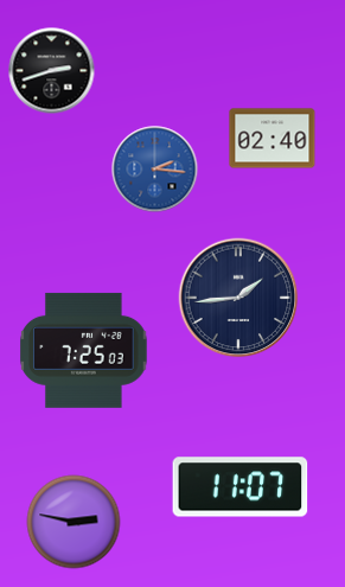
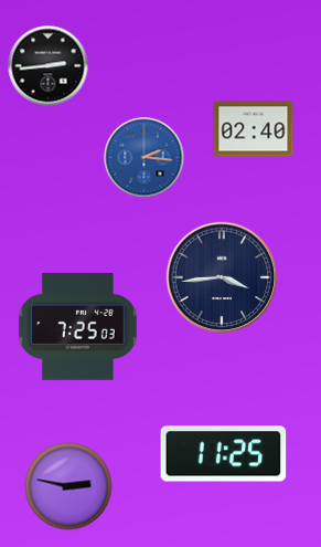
clock at (52, 71): 2:42 -> 2:44
clock at (238, 298): 1:44 -> 3:44
clock at (241, 487): 11:07 -> 11:25
